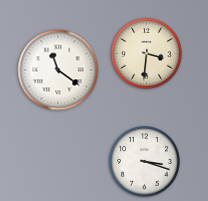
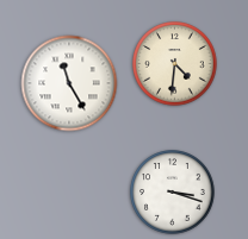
clock at (147, 54): 3:31 -> 4:31
clock at (58, 70): 11:21 -> 11:25
